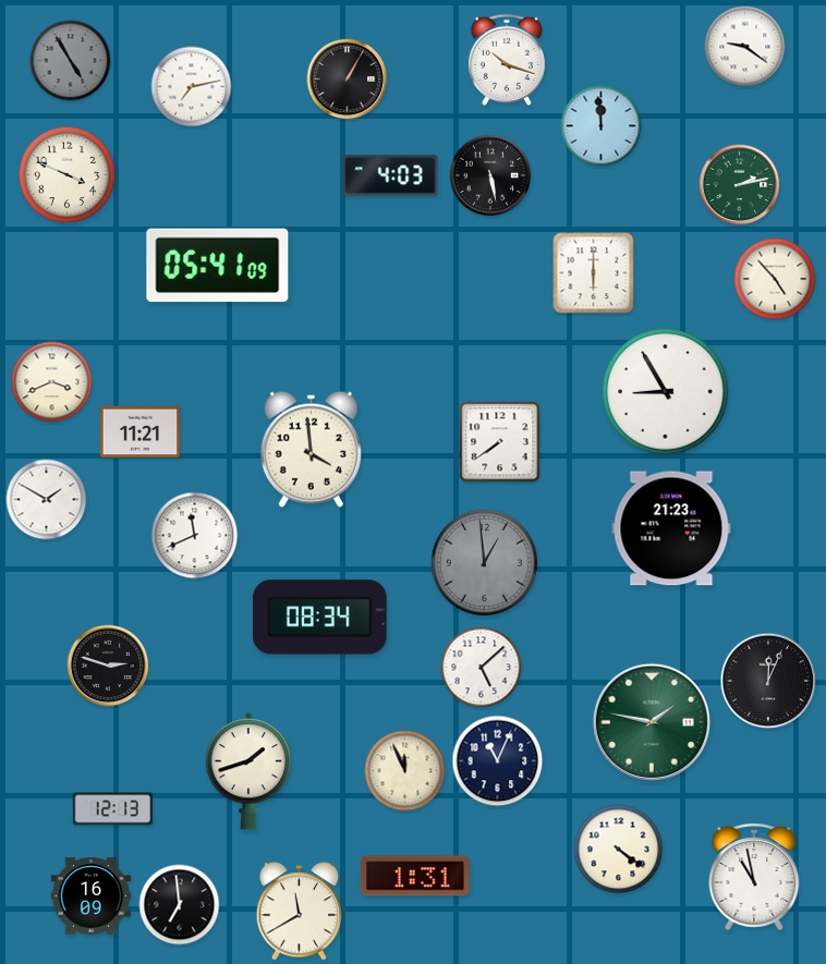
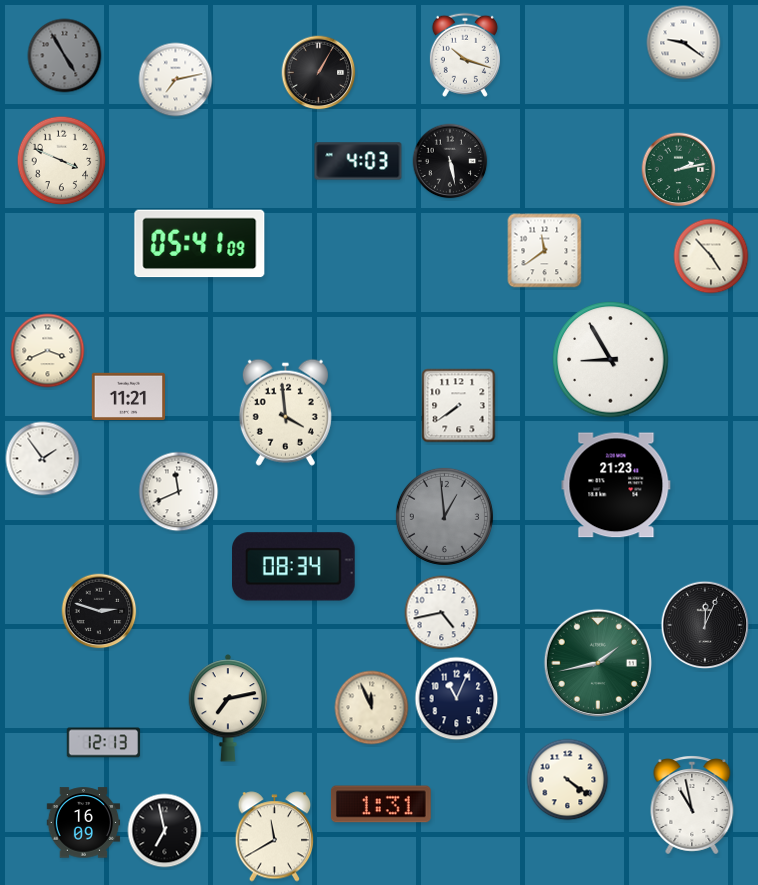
clock at (602, 126): 11:59 -> none
clock at (594, 273): 6:00 -> 11:39
clock at (47, 500): 1:50 -> 1:54
clock at (482, 668): 5:08 -> 4:43
clock at (652, 722): 1:47 -> 1:43
clock at (248, 771): 1:42 -> 7:13
clock at (180, 905): 6:59 -> 6:58
